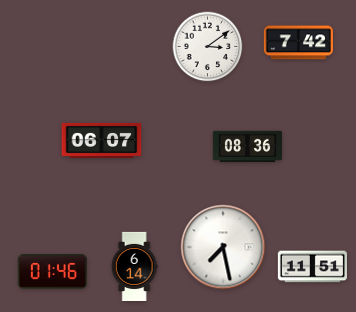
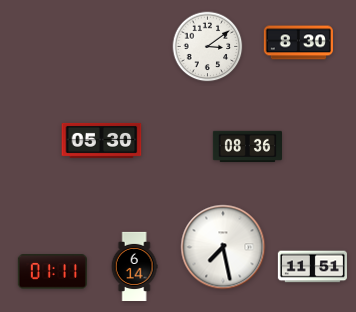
clock at (298, 43): 7:42 -> 8:30
clock at (102, 140): 06:07 -> 05:30
clock at (52, 272): 01:46 -> 01:11
